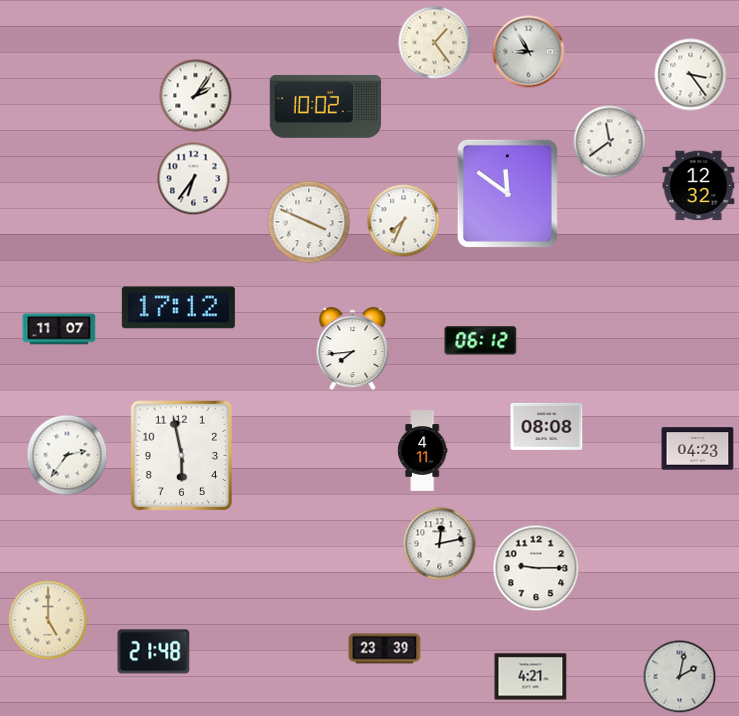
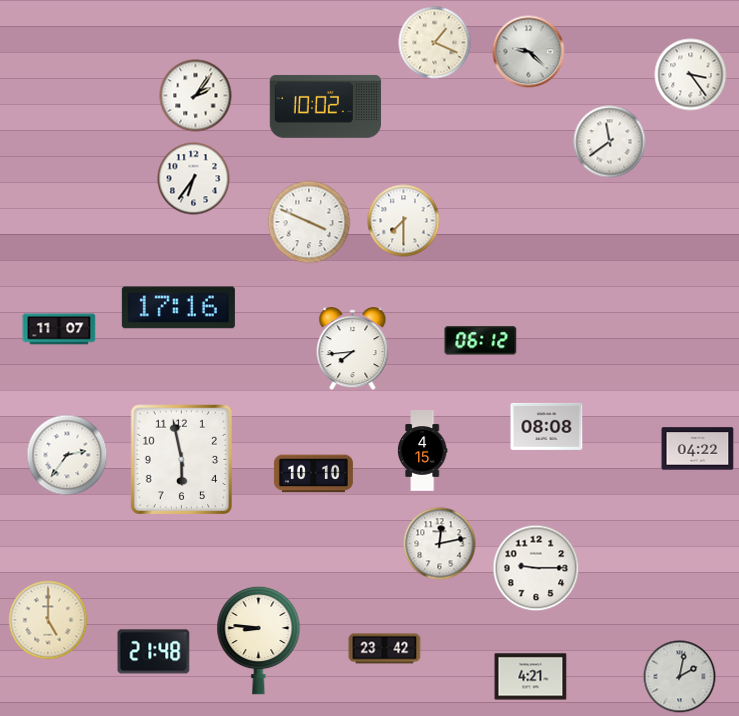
clock at (435, 43): 1:24 -> 1:19
clock at (529, 52): 8:55 -> 9:22
clock at (699, 186): 12:32 -> none
clock at (507, 193): 11:51 -> none
clock at (404, 221): 7:34 -> 7:30
clock at (178, 308): 17:12 -> 17:16
clock at (698, 449): 04:23 -> 04:22
clock at (422, 451): 4:11 -> 4:15
clock at (181, 455) position: (181, 455) -> (181, 459)
clock at (313, 474): none -> 10:10
clock at (259, 640): none -> 8:46
clock at (385, 649): 23:39 -> 23:42
